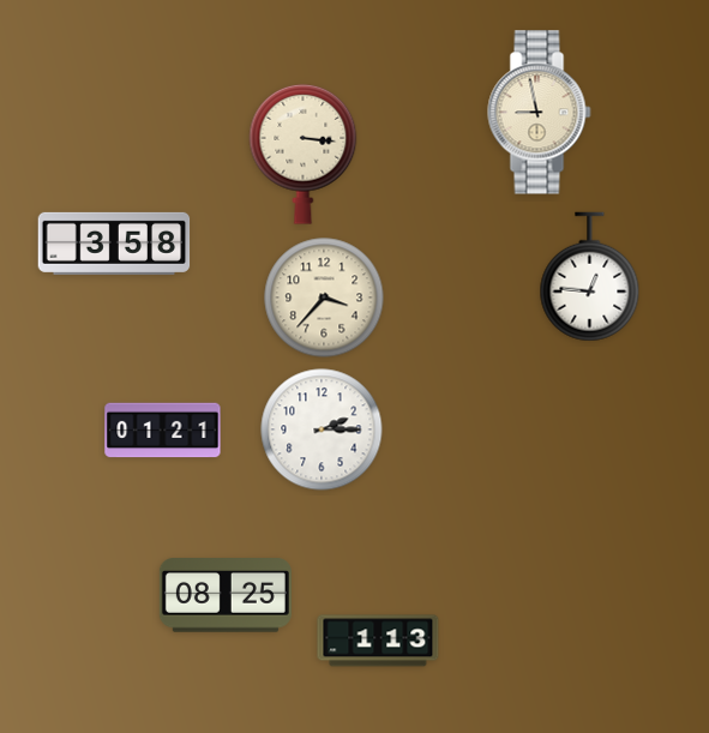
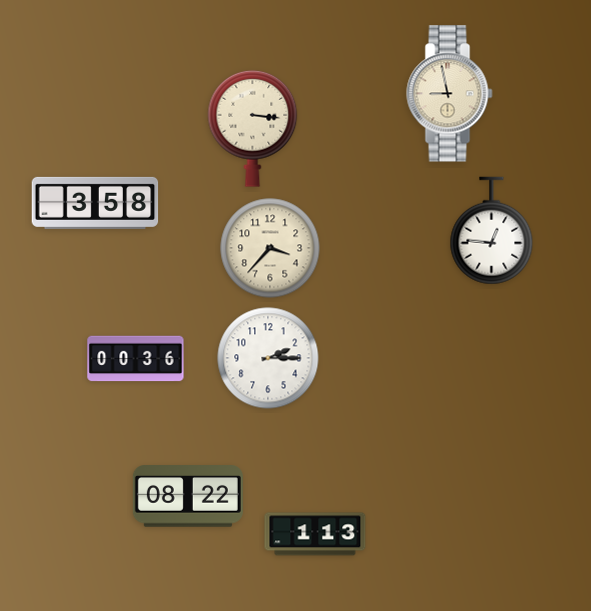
clock at (163, 431): 01:21 -> 00:36
clock at (226, 595): 08:25 -> 08:22
